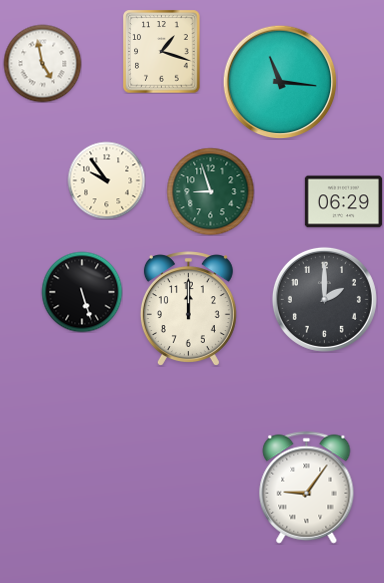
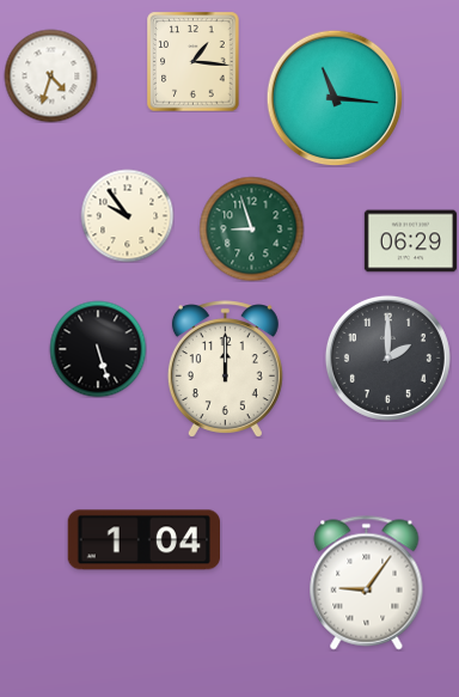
clock at (162, 51): 1:18 -> 1:16
clock at (42, 63): 4:58 -> 4:33
clock at (143, 540): none -> 1:04
